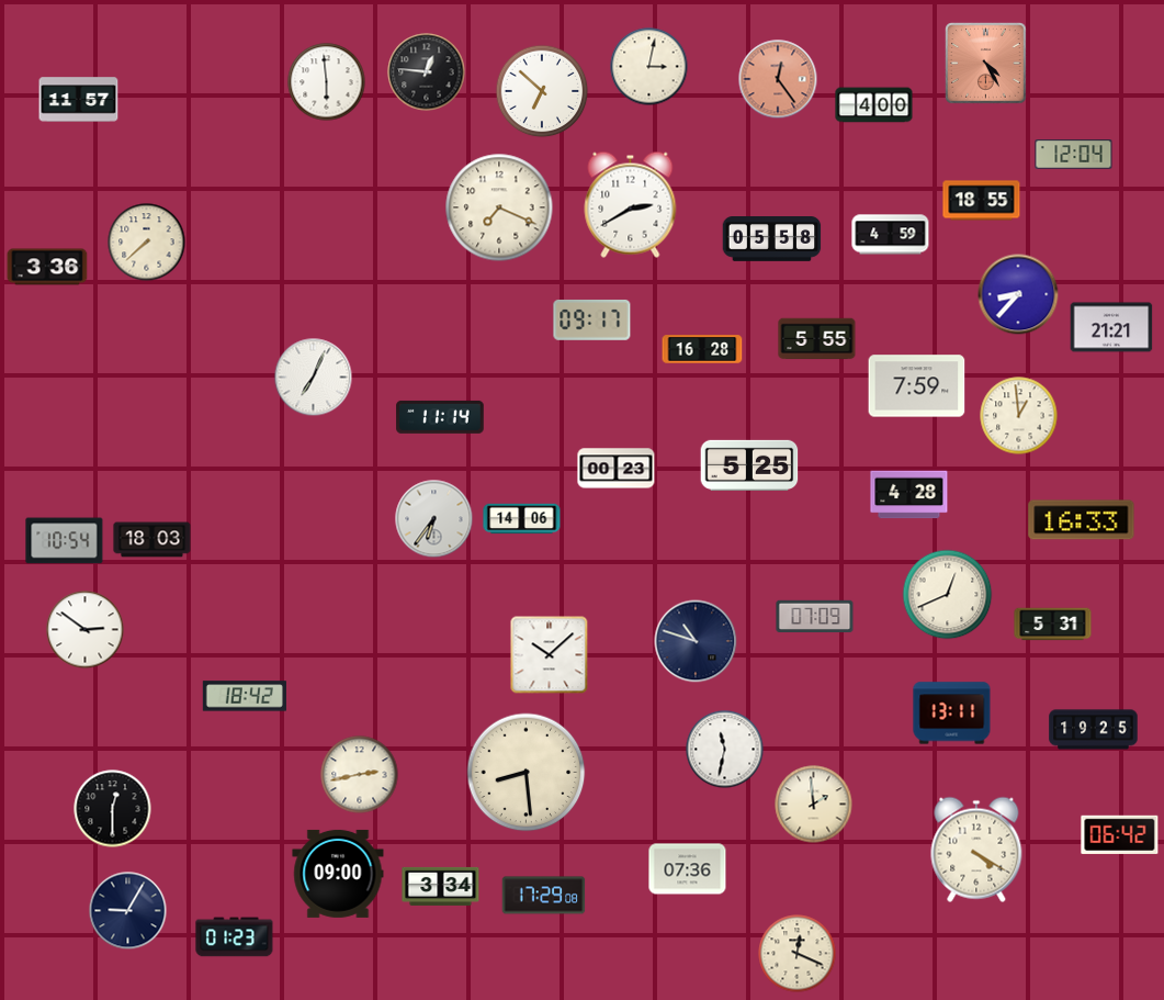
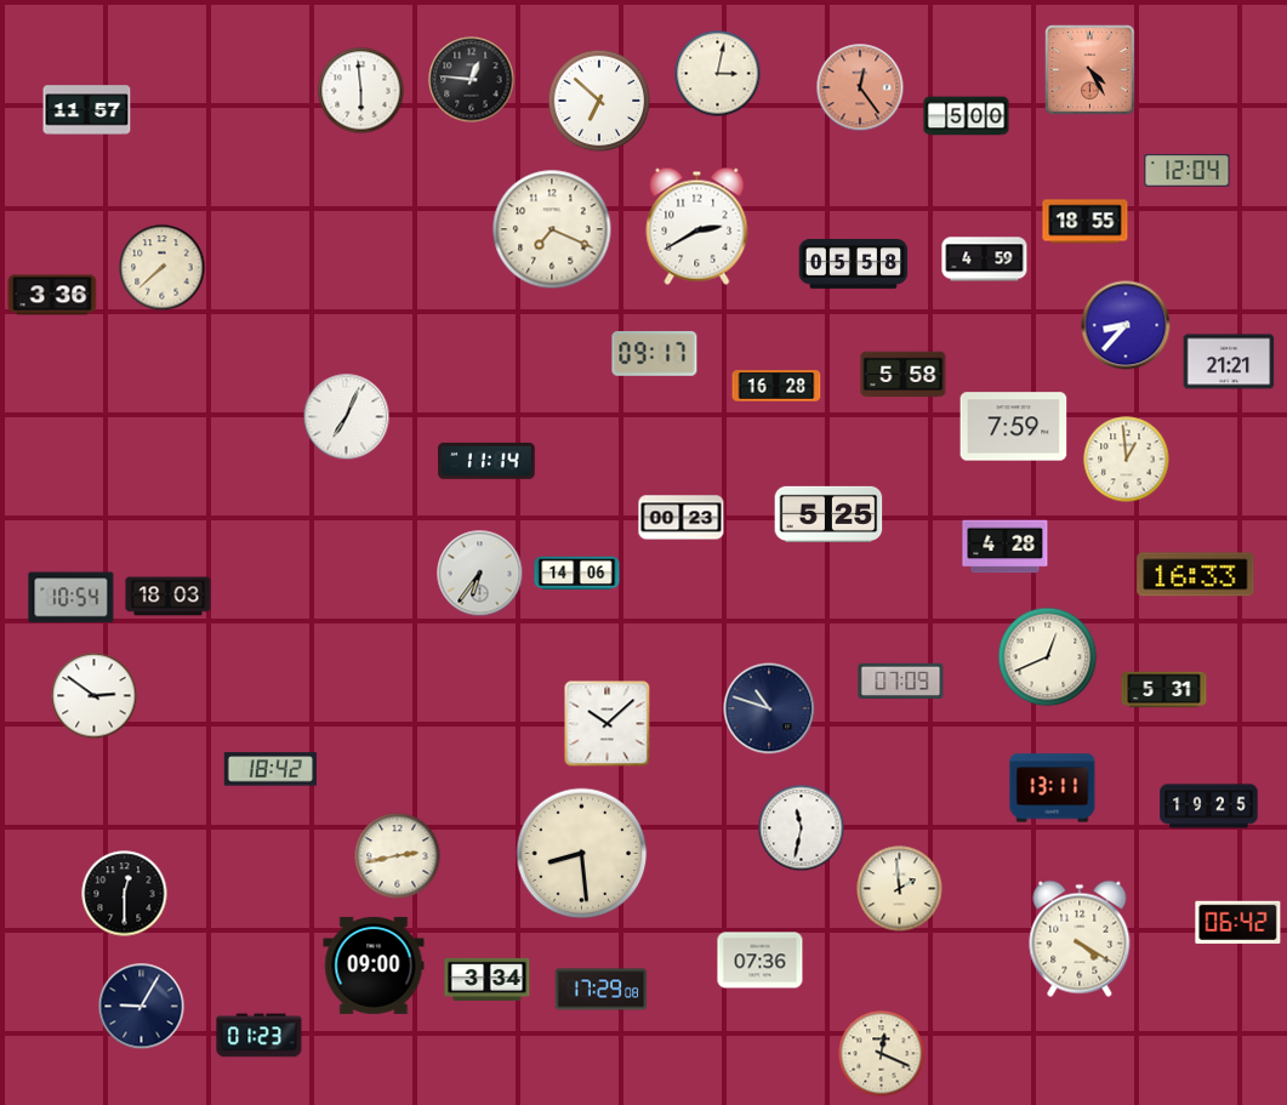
clock at (874, 105): 4:00 -> 5:00
clock at (817, 339): 5:55 -> 5:58
